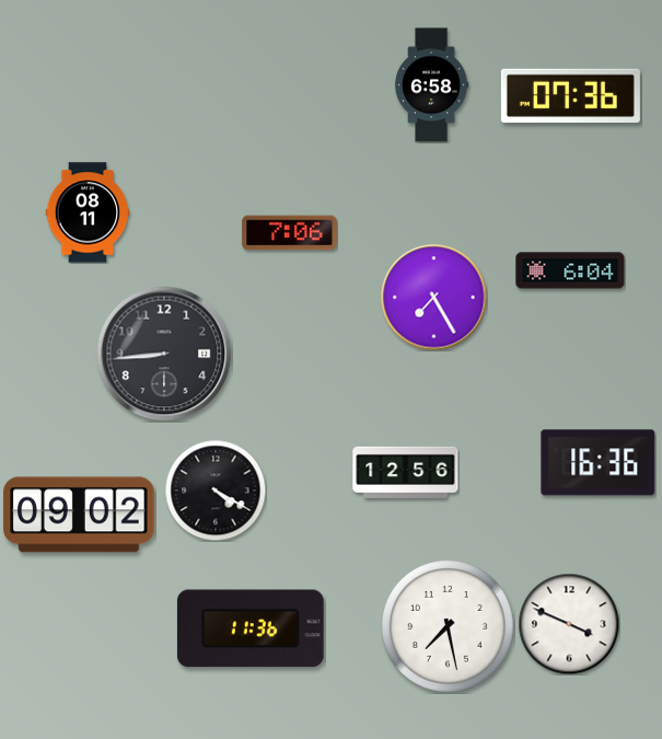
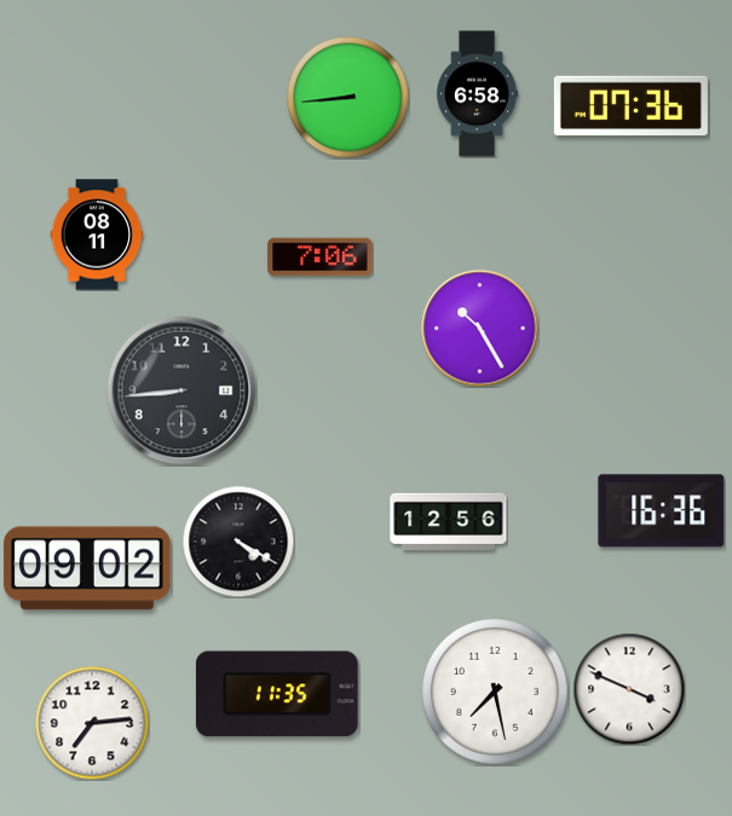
clock at (348, 98): none -> 8:44
clock at (570, 270): 6:04 -> none
clock at (434, 298): 7:25 -> 10:25
clock at (251, 628): 11:36 -> 11:35
clock at (92, 723): none -> 7:14
